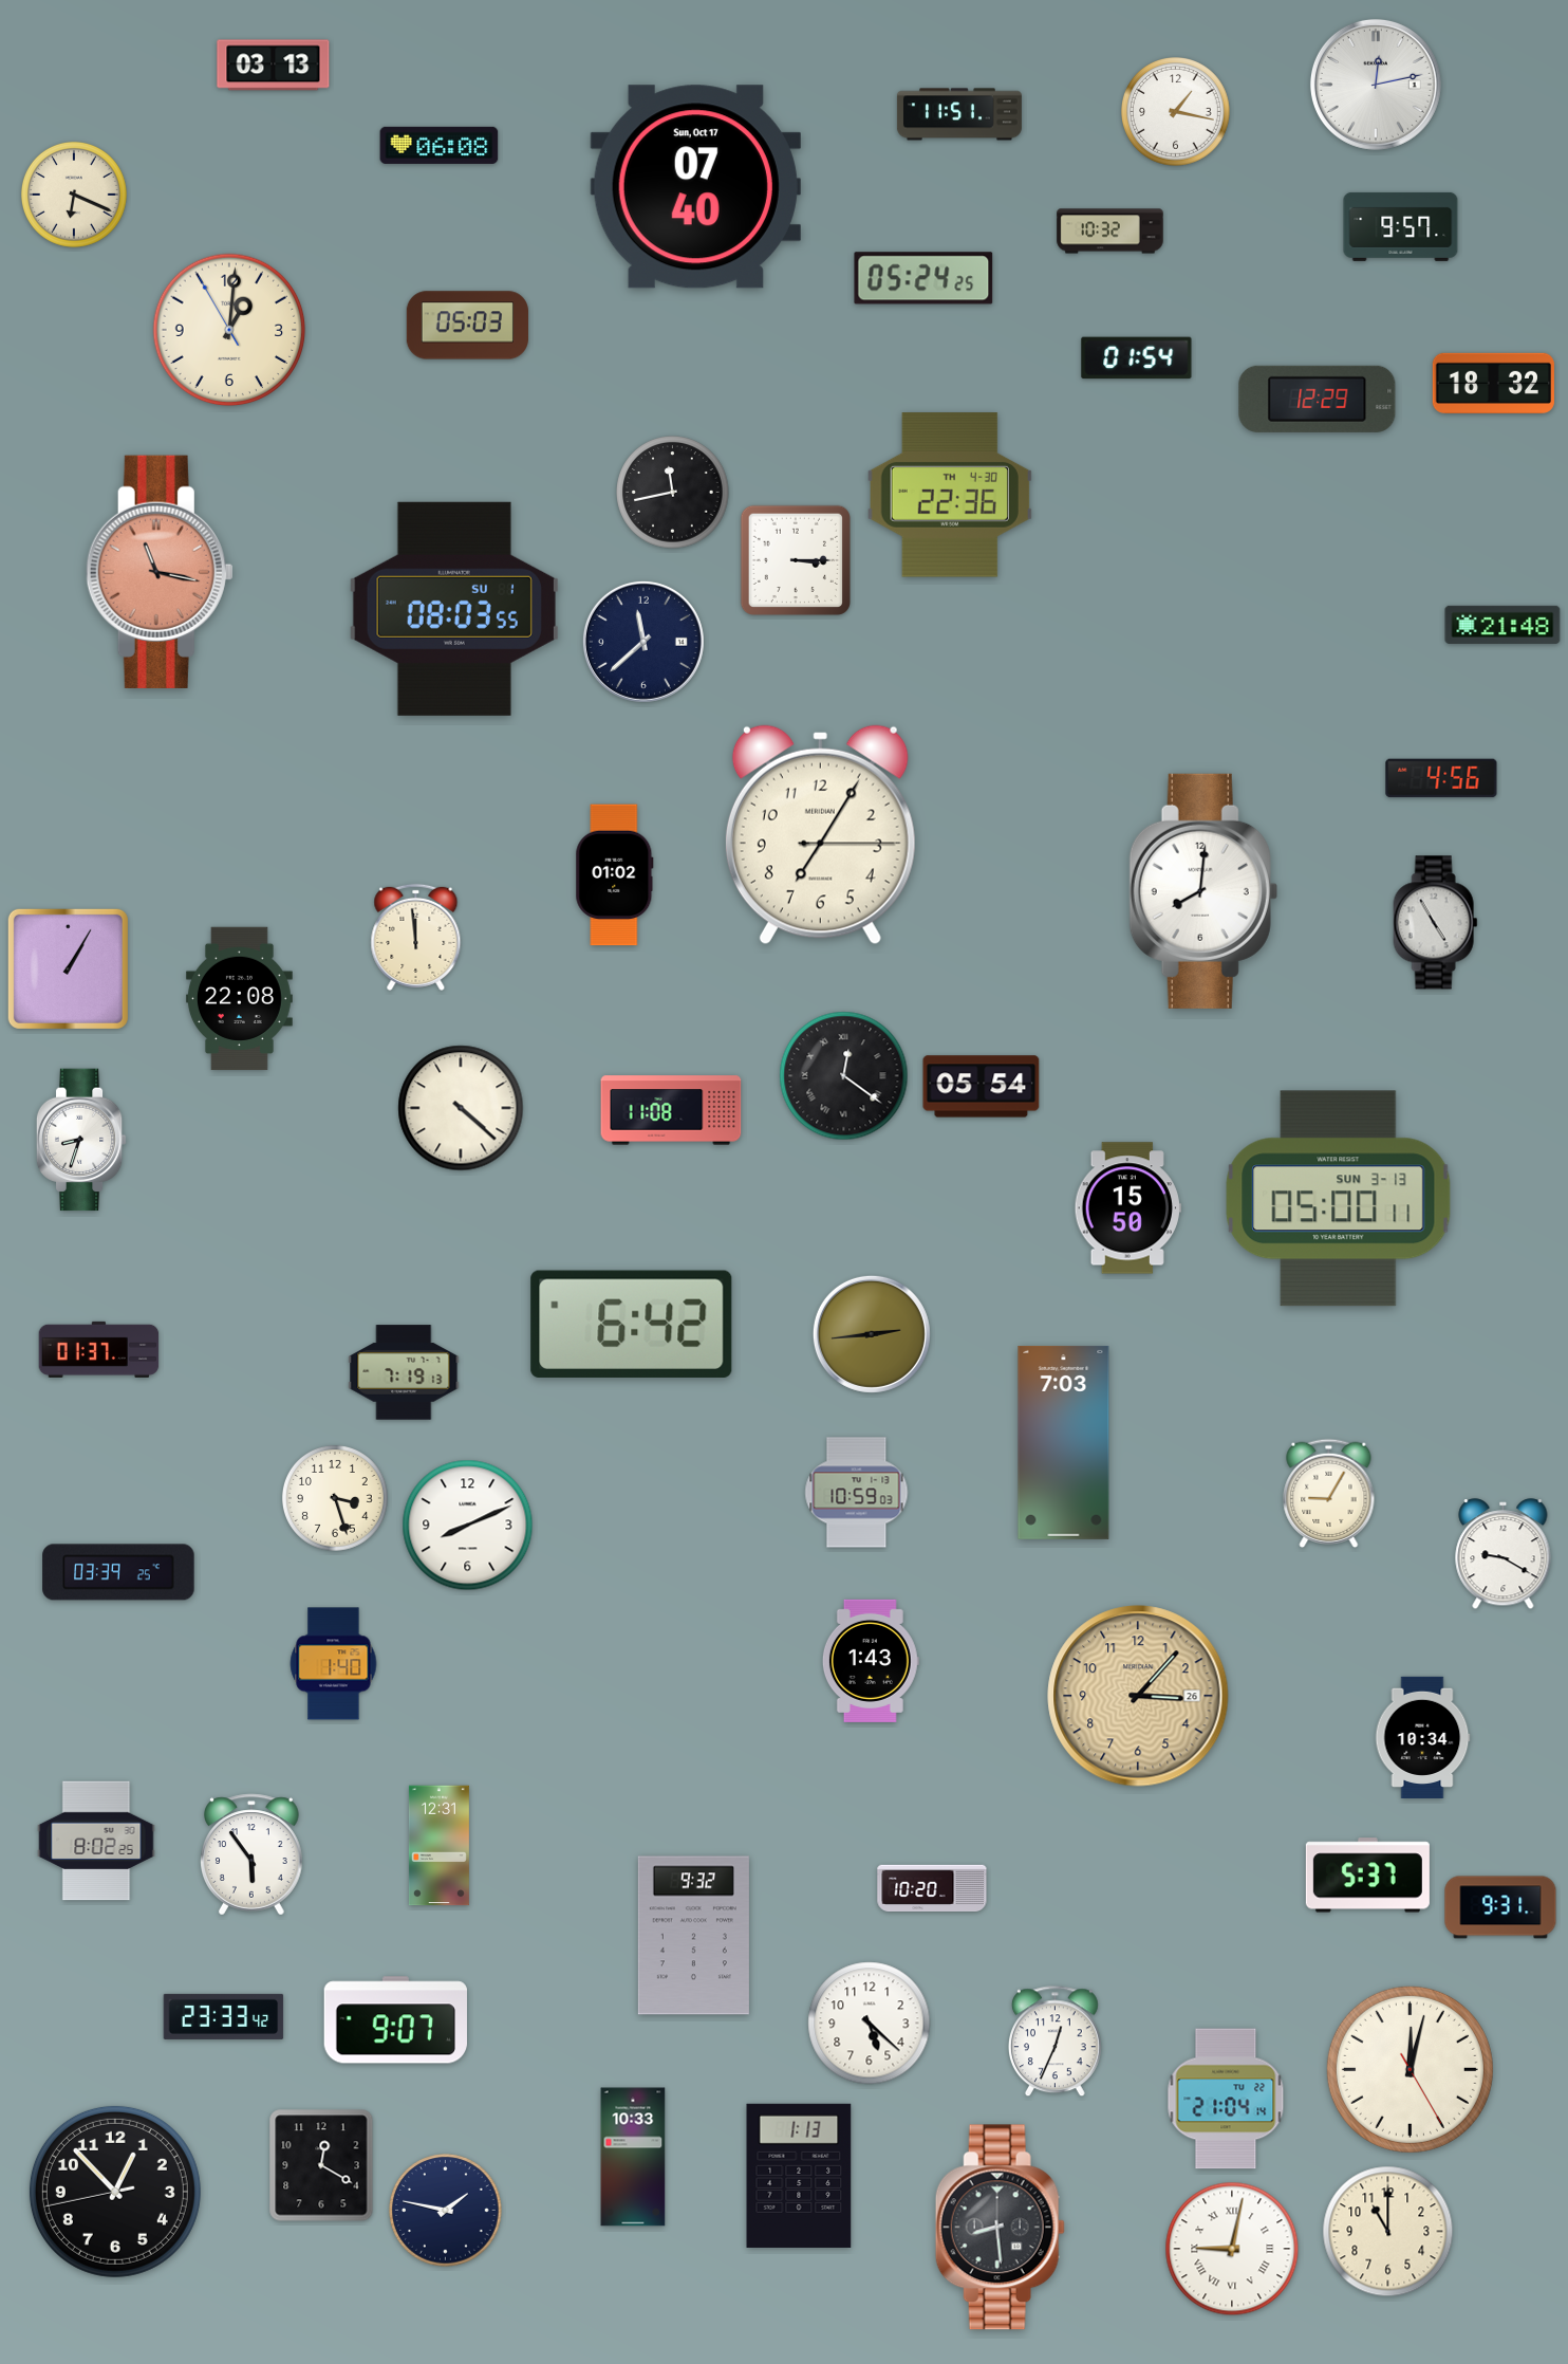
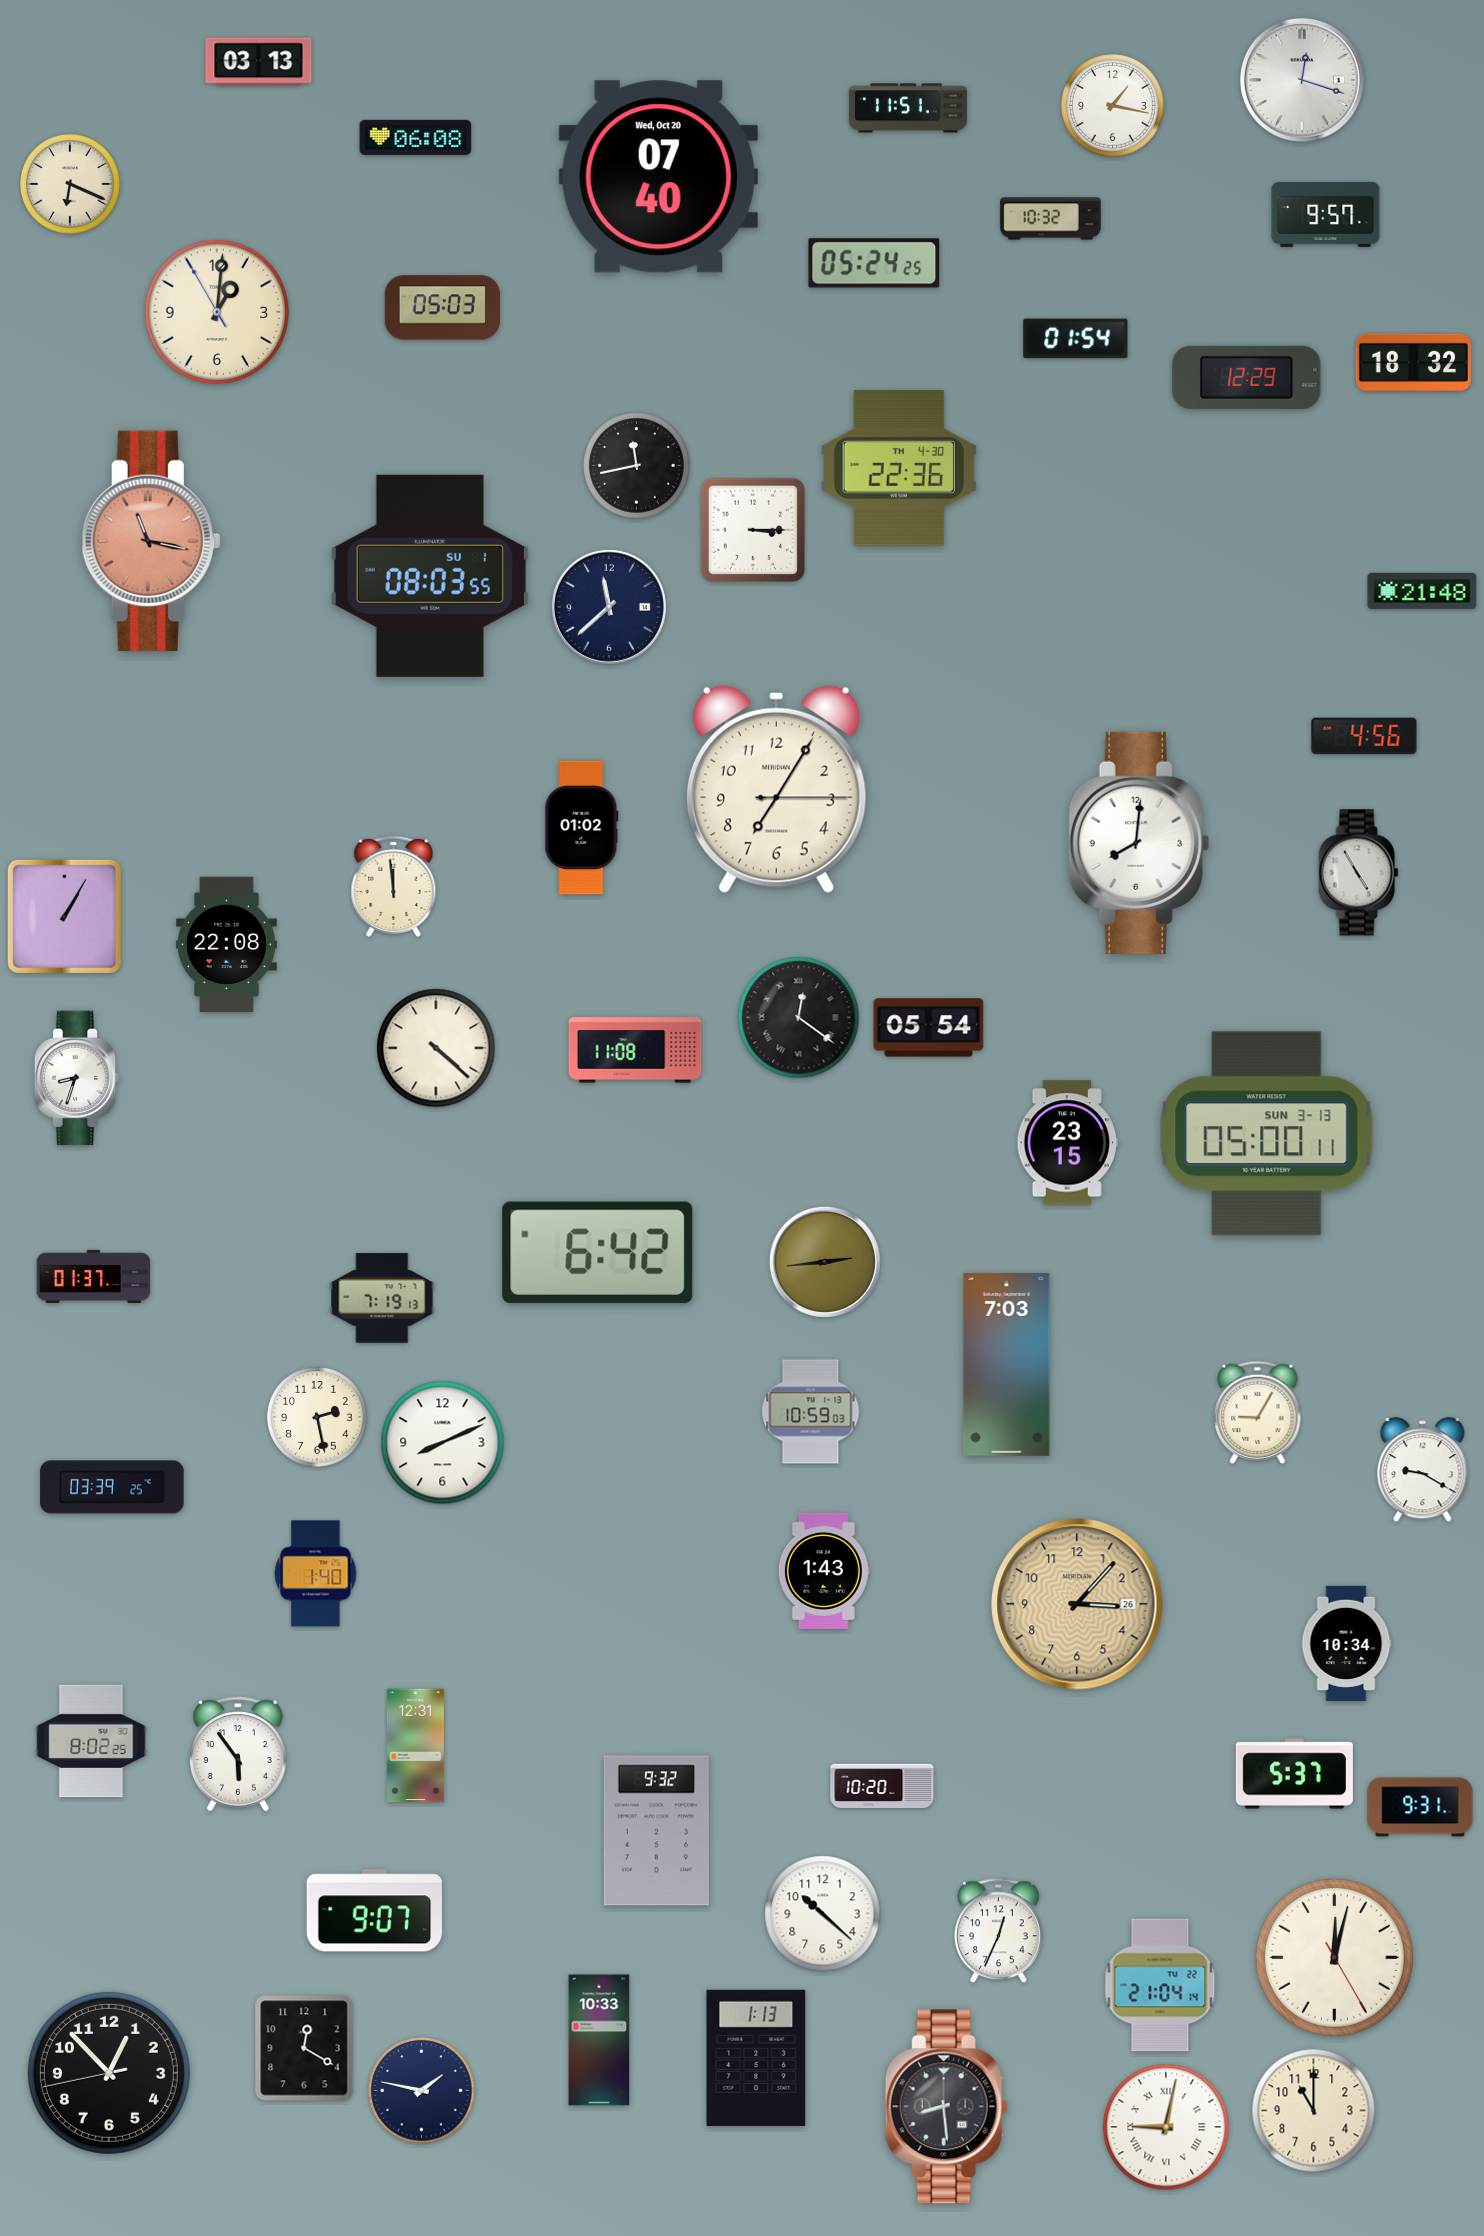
clock at (1376, 85): 12:13 -> 12:18
clock at (695, 187) date: Sun, Oct 17 -> Wed, Oct 20
clock at (1127, 1208): 15:50 -> 23:15
clock at (335, 1498): 3:27 -> 2:28
clock at (1500, 1907) position: (1500, 1907) -> (1420, 1807)
clock at (224, 2016): 23:33 -> none
clock at (870, 2024): 5:22 -> 10:22
